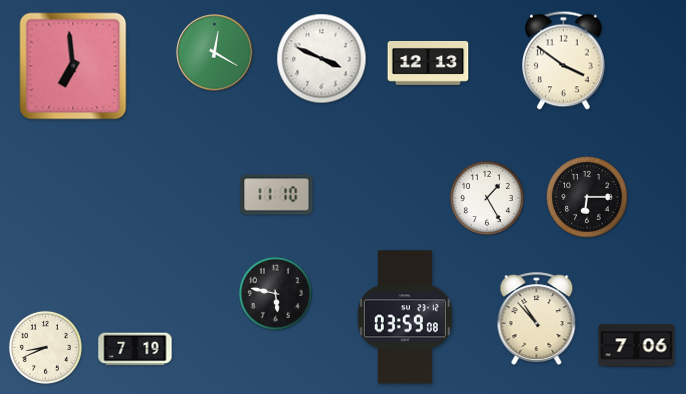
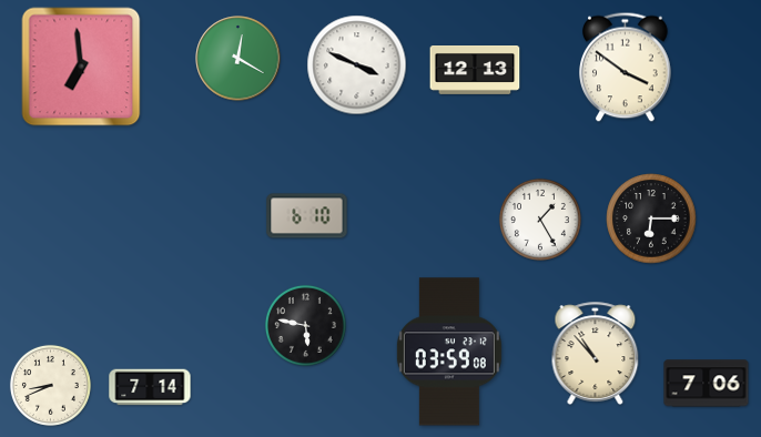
clock at (73, 66) position: (73, 66) -> (81, 67)
clock at (277, 195): 11:10 -> 6:10
clock at (135, 349): 7:19 -> 7:14
